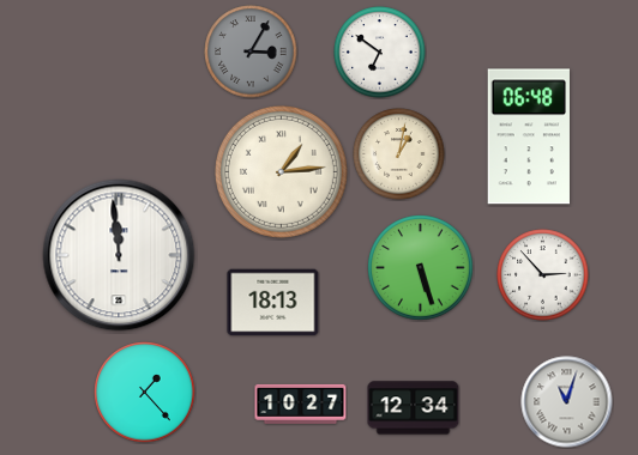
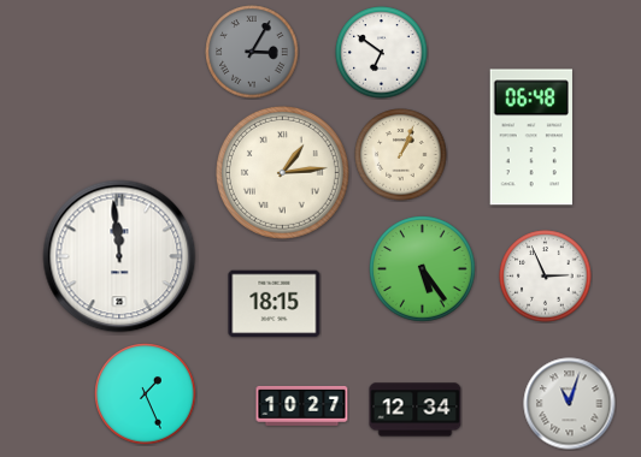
clock at (399, 154): 1:02 -> 1:04
clock at (421, 268): 5:27 -> 5:24
clock at (543, 275): 2:53 -> 2:56
clock at (273, 303): 18:13 -> 18:15
clock at (145, 393): 1:23 -> 1:26
